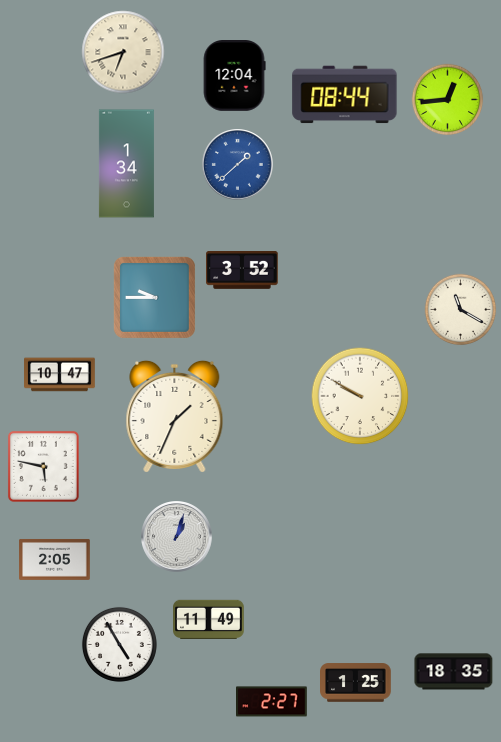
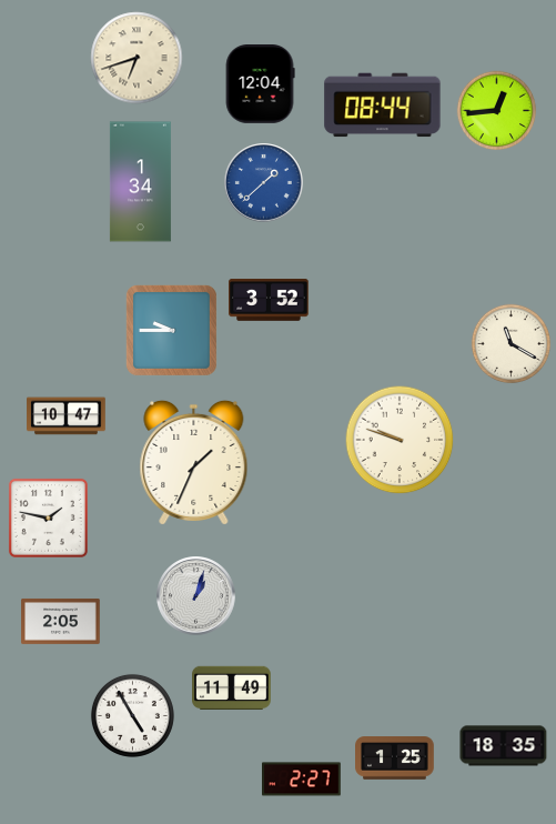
clock at (360, 396): 9:50 -> 9:48
clock at (43, 466): 5:47 -> 1:47
